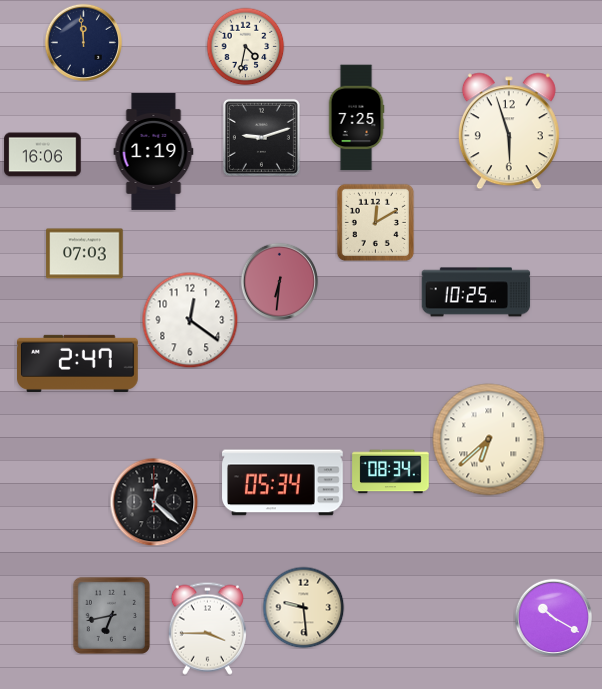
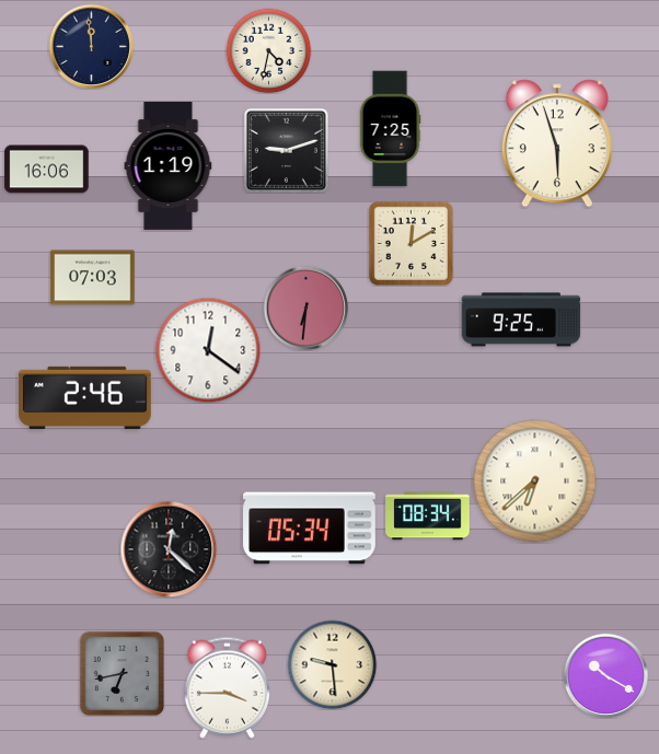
clock at (476, 292): 10:25 -> 9:25
clock at (78, 363): 2:47 -> 2:46
